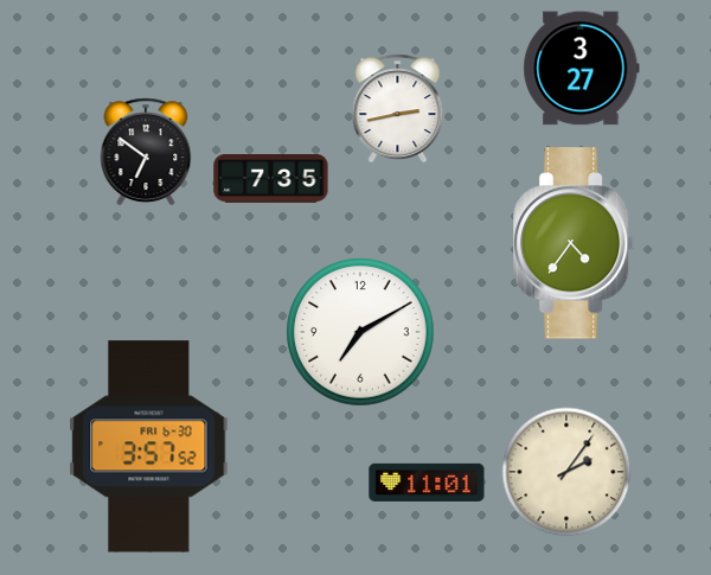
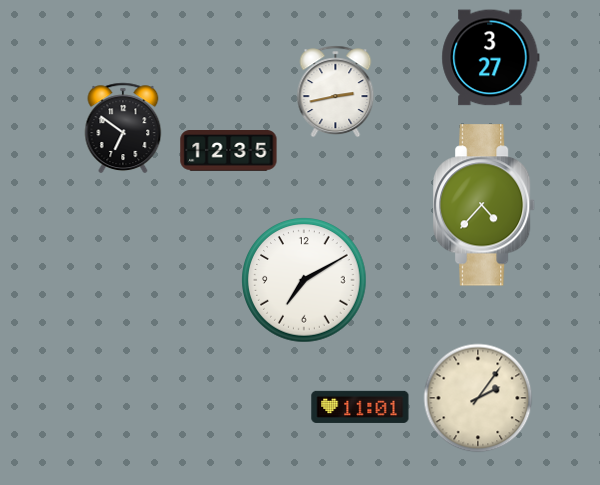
clock at (271, 179): 7:35 -> 12:35
clock at (575, 243): 4:36 -> 4:37
clock at (149, 447): 3:57 -> none
